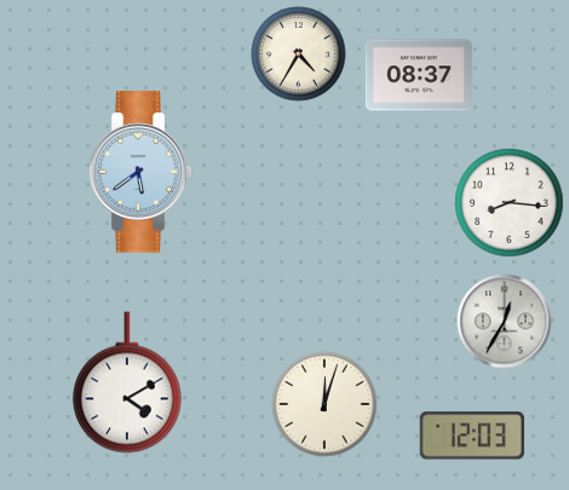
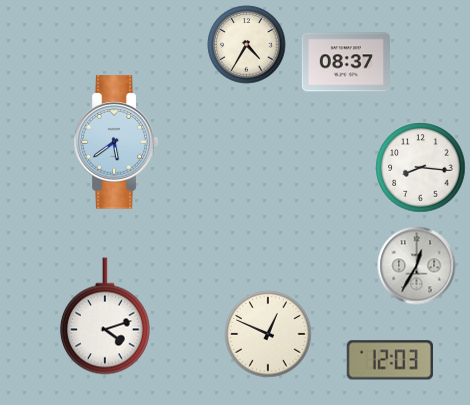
clock at (127, 382): 4:10 -> 4:12
clock at (324, 404): 12:03 -> 12:49
